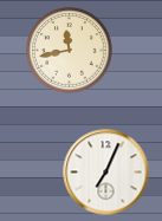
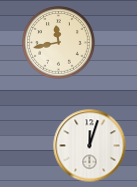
clock at (106, 173): 7:04 -> 12:03
